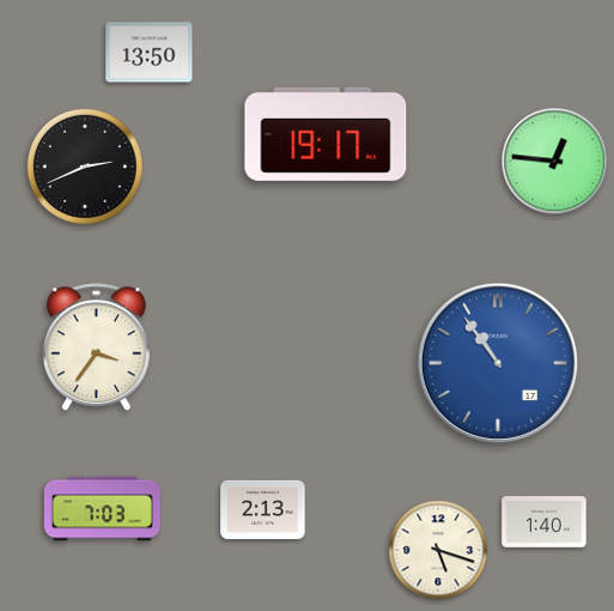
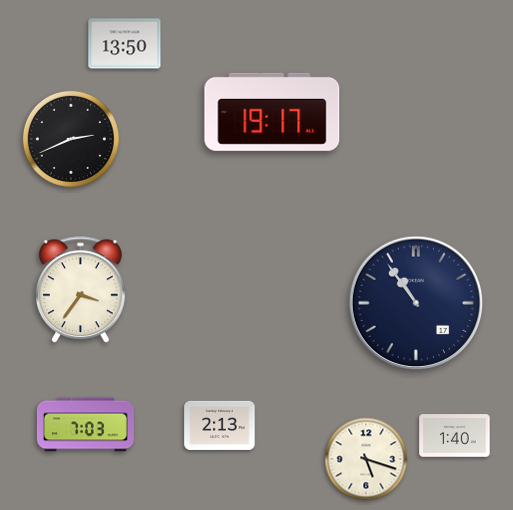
clock at (555, 162): 12:46 -> none
clock at (498, 363) dial: blue -> navy
